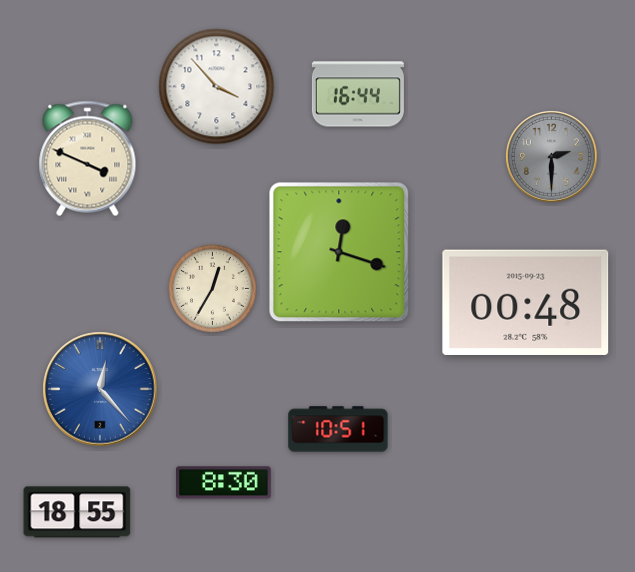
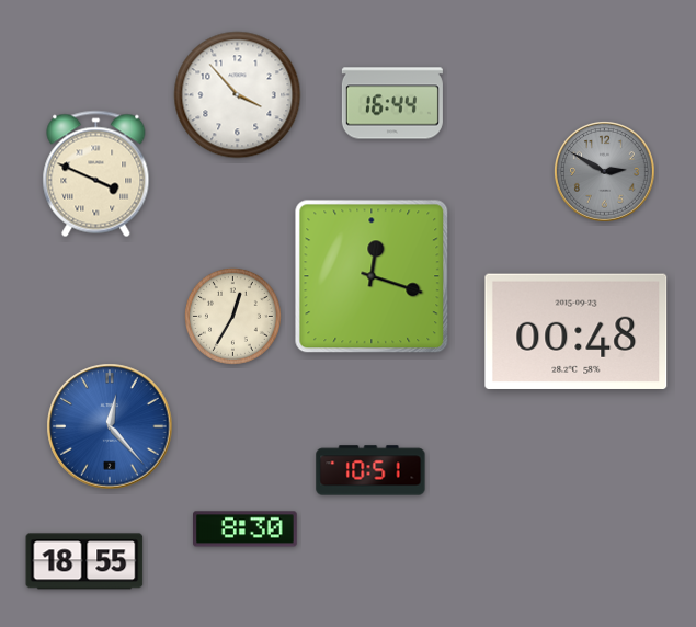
clock at (552, 157): 2:30 -> 2:50
